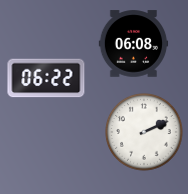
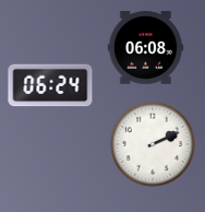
clock at (46, 78): 06:22 -> 06:24
clock at (144, 132) position: (144, 132) -> (153, 144)
